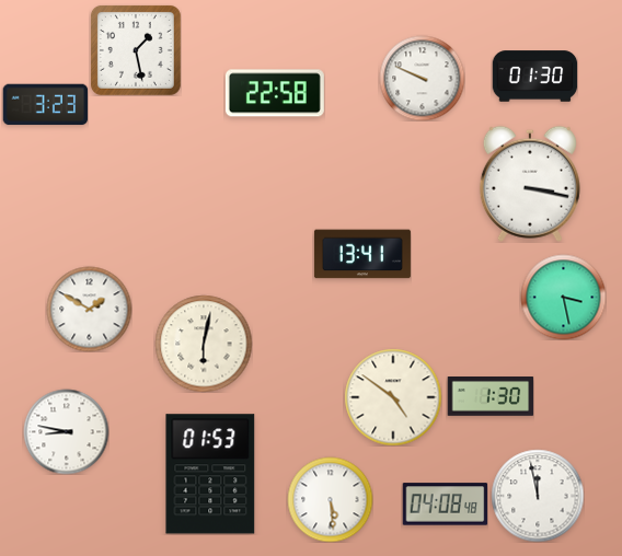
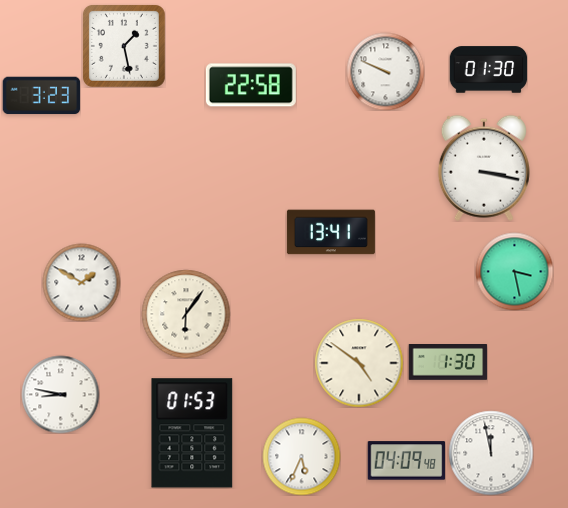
clock at (204, 344): 6:02 -> 6:06
clock at (330, 499): 5:29 -> 5:34
clock at (445, 505): 04:08 -> 04:09
